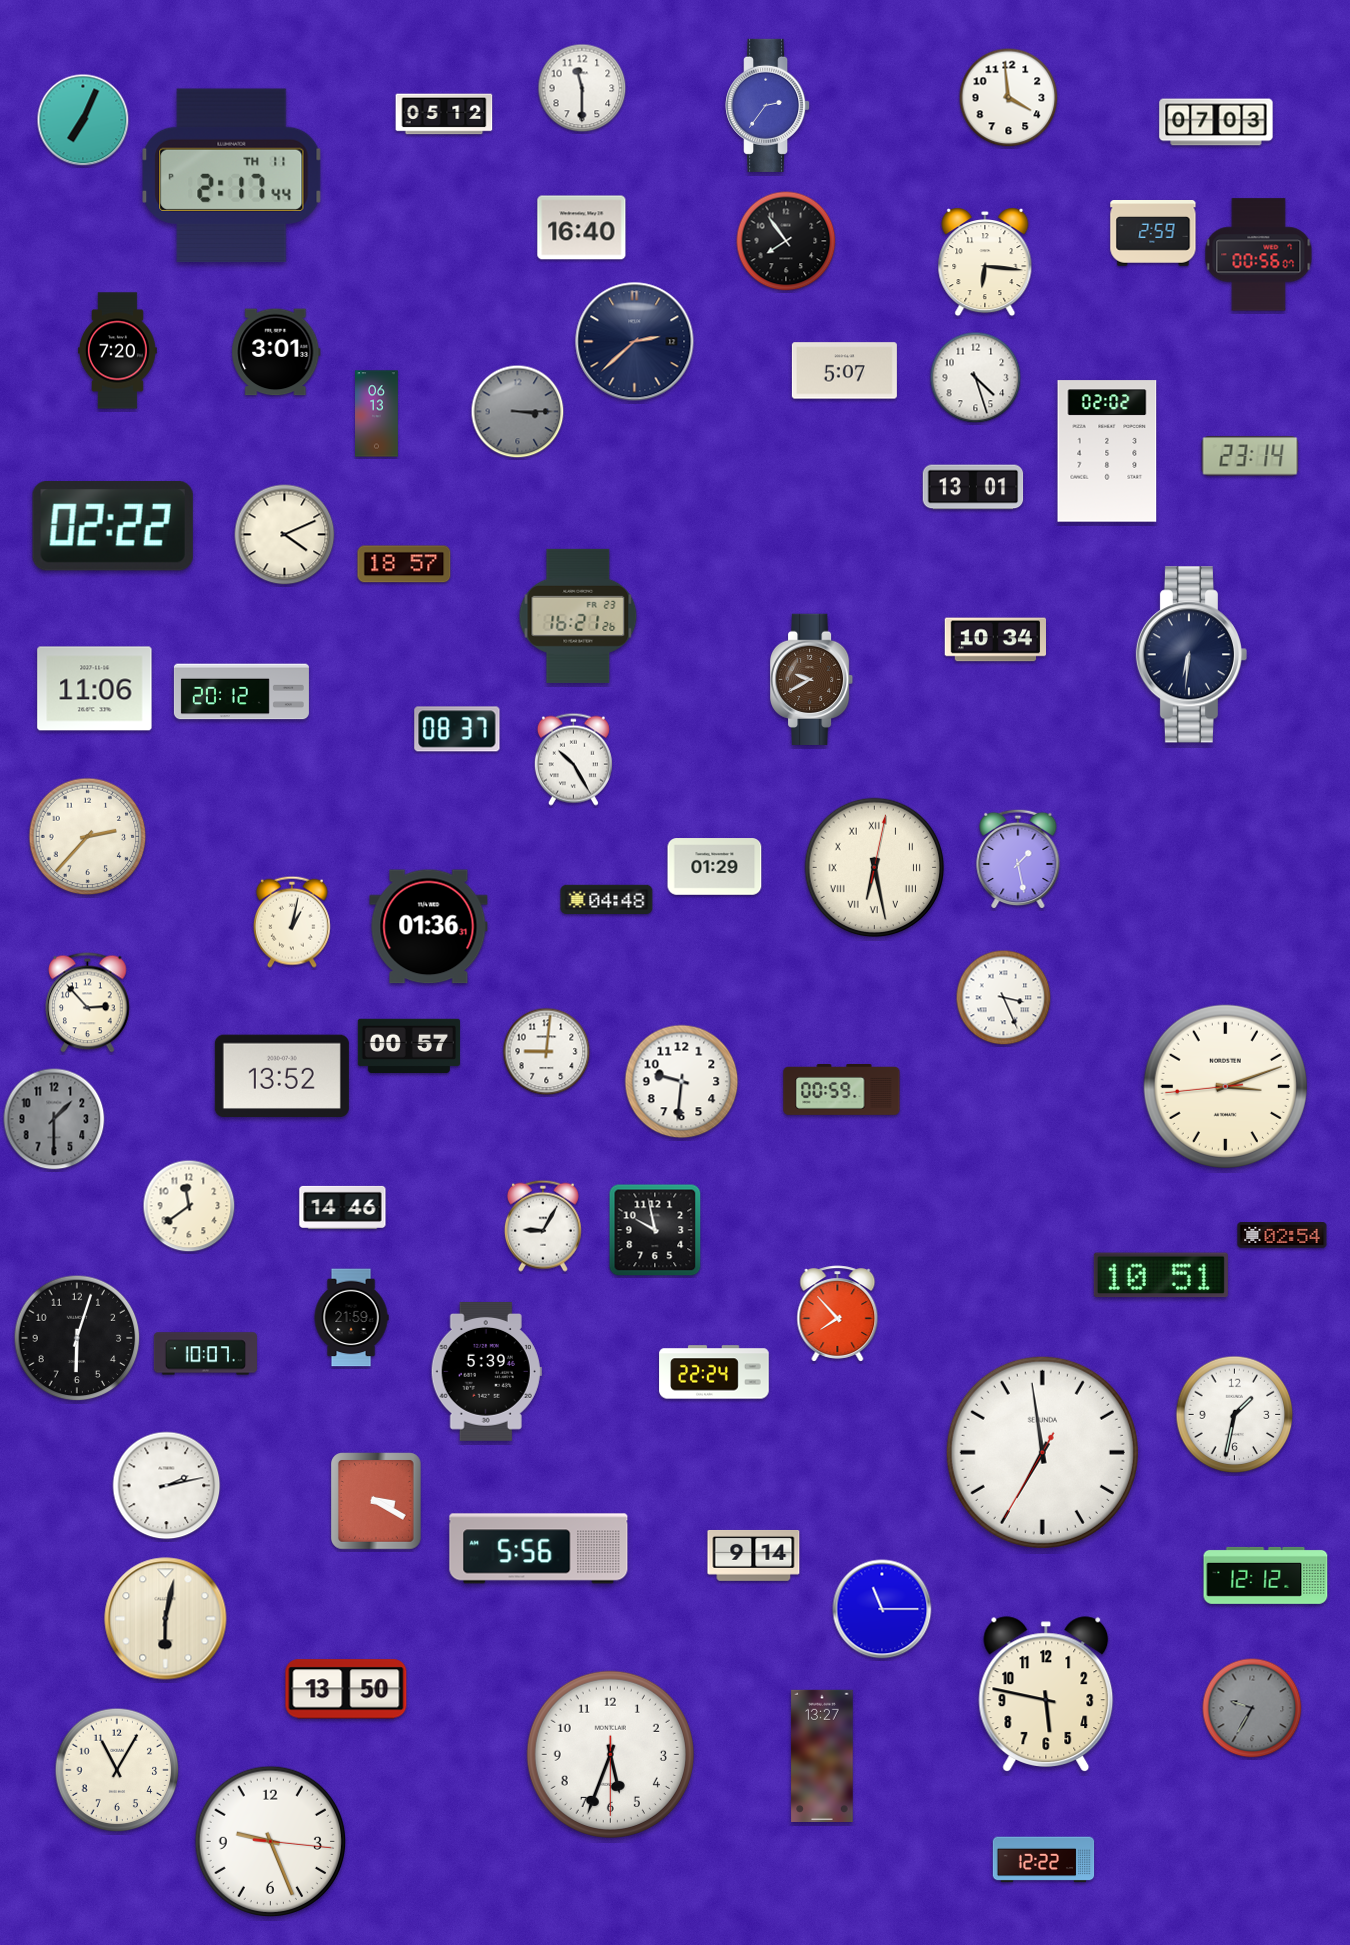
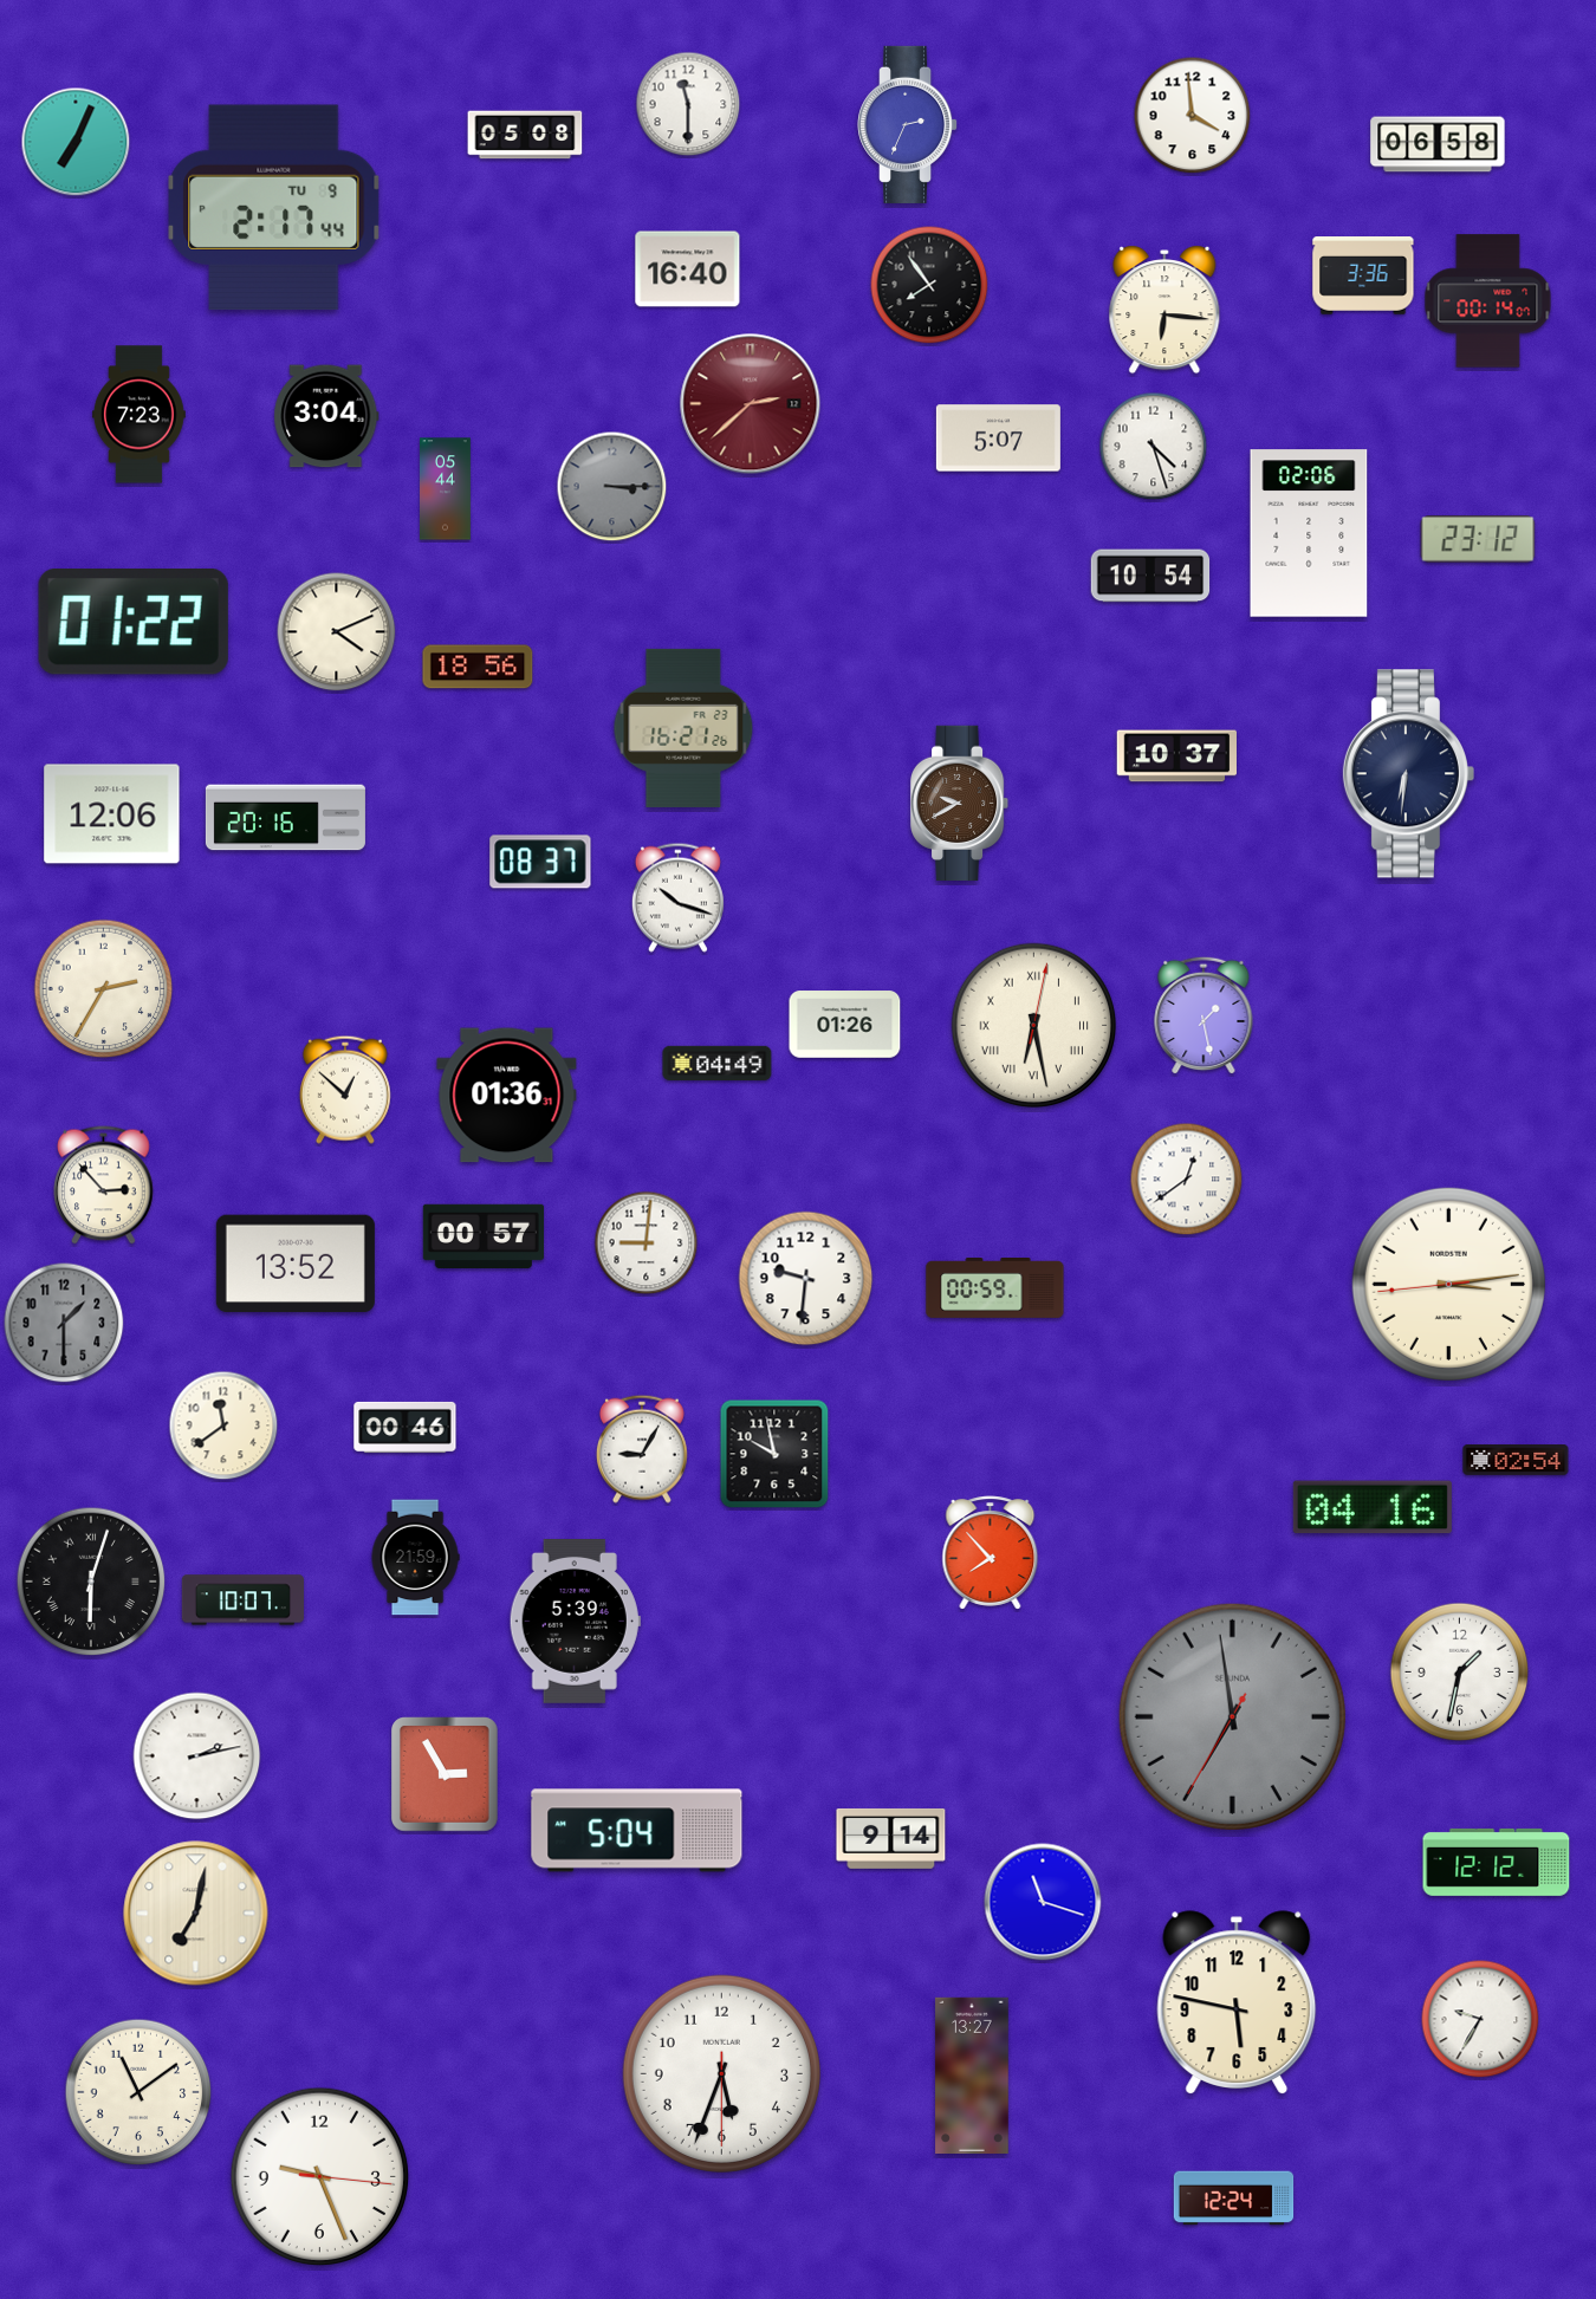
clock at (769, 105): 2:36 -> 2:34
clock at (444, 114): 05:12 -> 05:08
clock at (83, 120) position: (83, 120) -> (76, 142)
clock at (1216, 122): 07:03 -> 06:58
clock at (232, 176) date: TH 11 -> TU 9
clock at (1153, 233): 2:59 -> 3:36
clock at (1259, 255): 00:56 -> 00:14
clock at (635, 342) dial: navy -> burgundy
clock at (118, 351): 7:20 -> 7:23
clock at (276, 352): 3:01 -> 3:04
clock at (377, 414): 06:13 -> 05:44
clock at (1107, 451): 02:02 -> 02:06
clock at (1250, 456): 23:14 -> 23:12
clock at (973, 487): 13:01 -> 10:54
clock at (113, 527): 02:22 -> 01:22
clock at (404, 564): 18:57 -> 18:56
clock at (995, 640): 10:34 -> 10:37
clock at (95, 689): 11:06 -> 12:06
clock at (241, 692): 20:12 -> 20:16
clock at (573, 759): 10:25 -> 10:18
clock at (88, 837): 2:37 -> 2:35
clock at (715, 867): 01:29 -> 01:26
clock at (607, 900): 04:48 -> 04:49
clock at (292, 922): 1:02 -> 12:52
clock at (1004, 998): 3:26 -> 12:39
clock at (282, 1076) position: (282, 1076) -> (296, 1264)
clock at (1225, 1086): 3:11 -> 3:13
clock at (343, 1207): 14:46 -> 00:46
clock at (1161, 1275): 10:51 -> 04:16
clock at (77, 1338) numerals: Arabic -> Roman
clock at (714, 1372): 22:24 -> none
clock at (1042, 1452) dial: white -> grey
clock at (377, 1502): 3:20 -> 2:55
clock at (539, 1549): 5:56 -> 5:04
clock at (882, 1609): 11:15 -> 11:18
clock at (166, 1619): 6:02 -> 7:02
clock at (346, 1689): 13:50 -> none
clock at (1252, 1708) dial: grey -> white
clock at (117, 1770): 11:05 -> 11:09
clock at (1044, 1860): 12:22 -> 12:24
